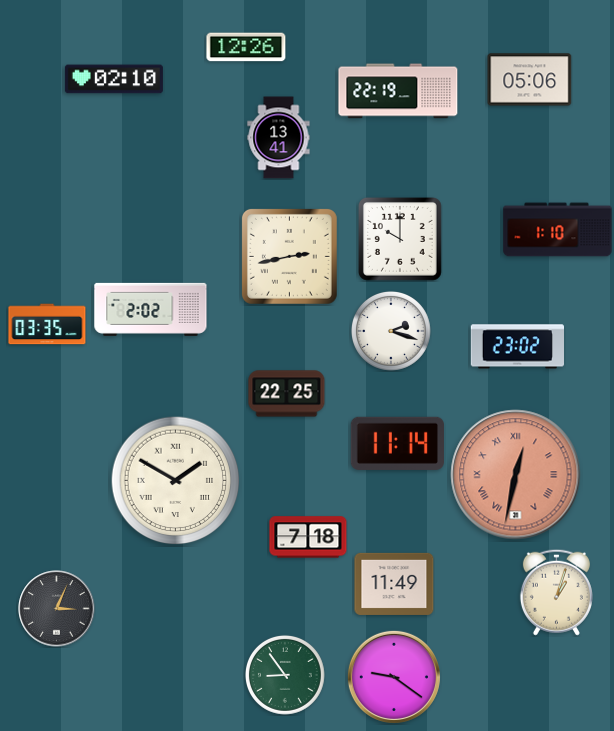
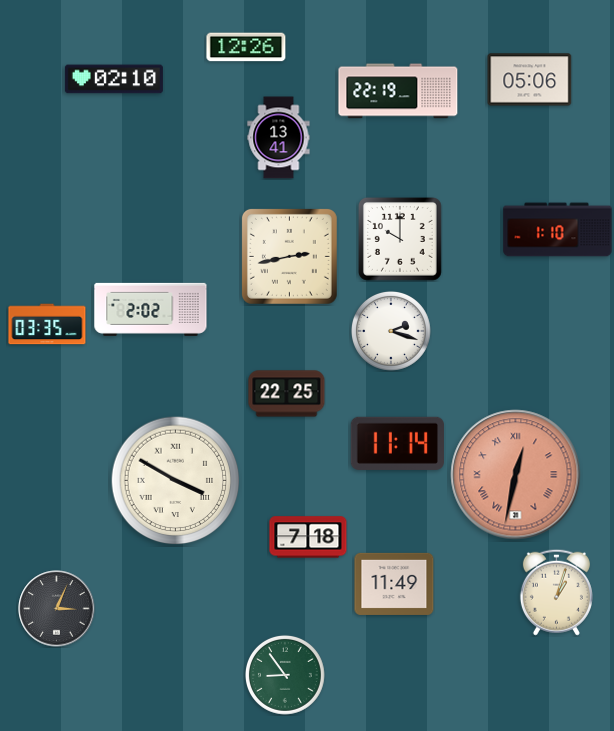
clock at (517, 347): 23:02 -> none
clock at (176, 481): 1:50 -> 3:50
clock at (394, 677): 9:21 -> none
